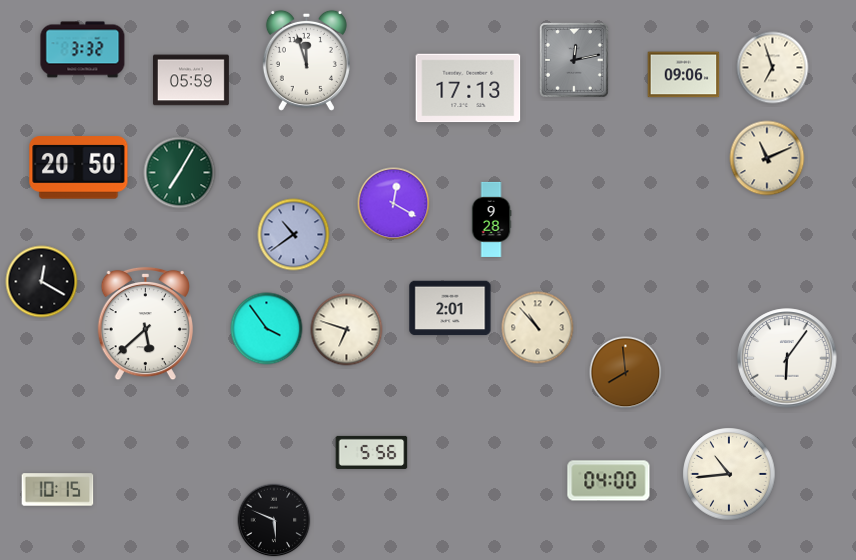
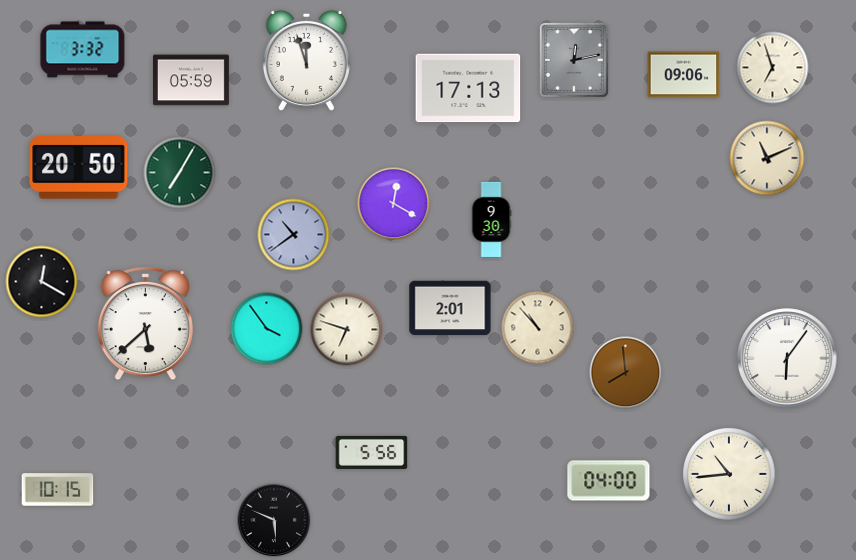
clock at (491, 219): 9:28 -> 9:30
